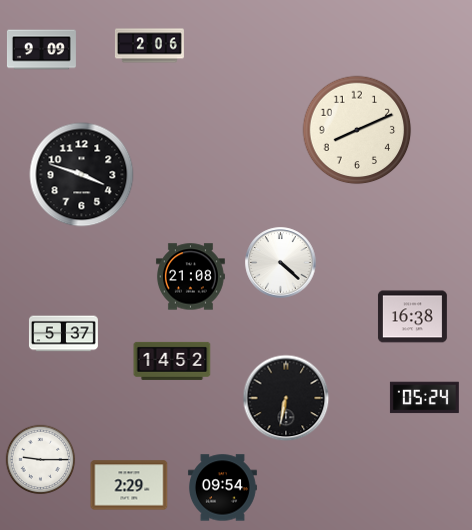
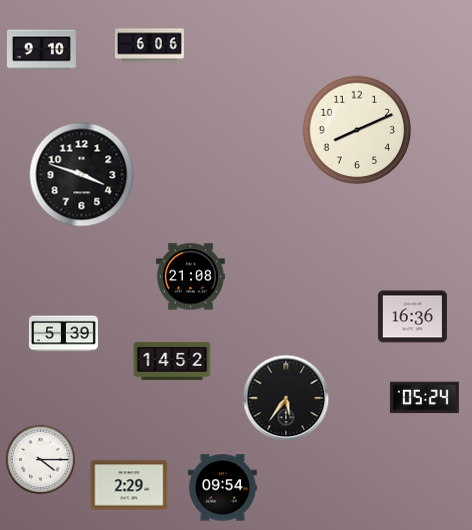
clock at (150, 46): 2:06 -> 6:06
clock at (41, 50): 9:09 -> 9:10
clock at (281, 263): 4:22 -> none
clock at (412, 317): 16:38 -> 16:36
clock at (63, 334): 5:37 -> 5:39
clock at (286, 398): 6:32 -> 5:36
clock at (41, 460): 9:15 -> 4:15
